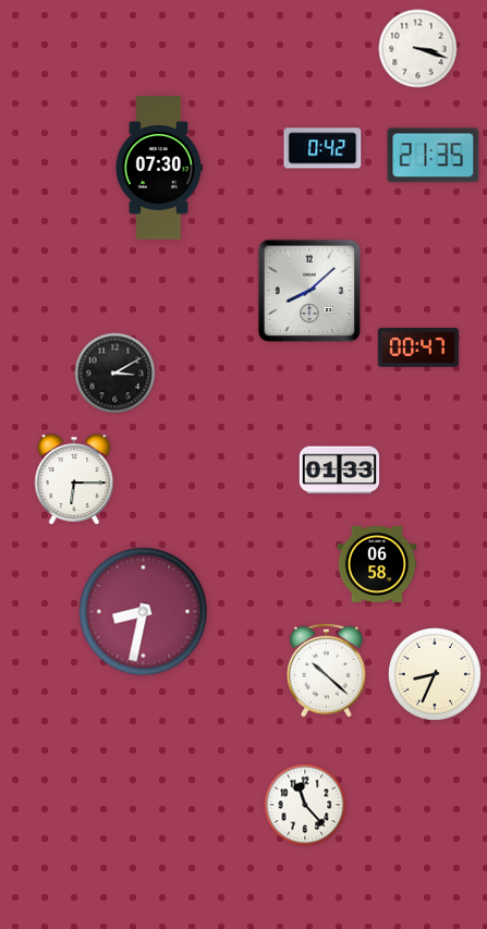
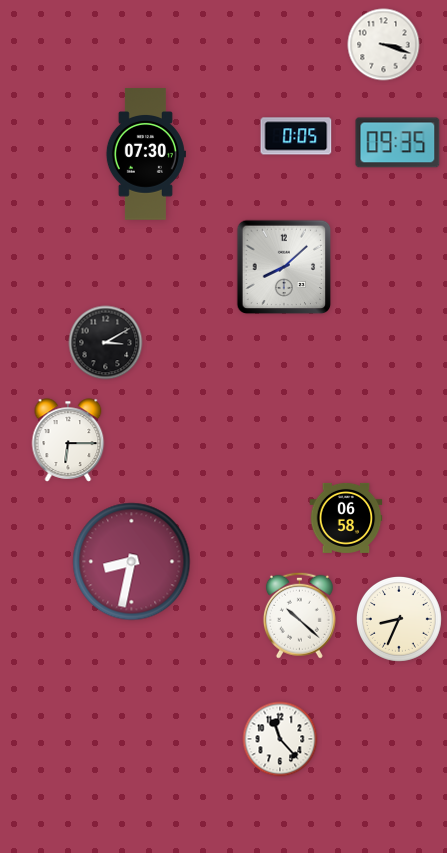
clock at (322, 148): 0:42 -> 0:05
clock at (434, 156): 21:35 -> 09:35
clock at (417, 349): 00:47 -> none
clock at (340, 470): 01:33 -> none
